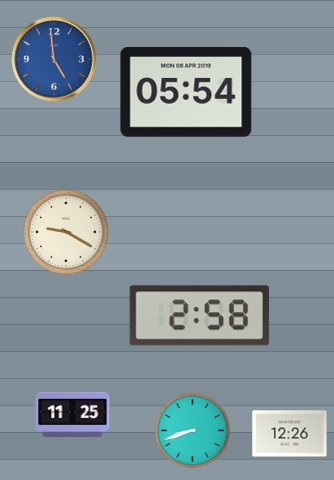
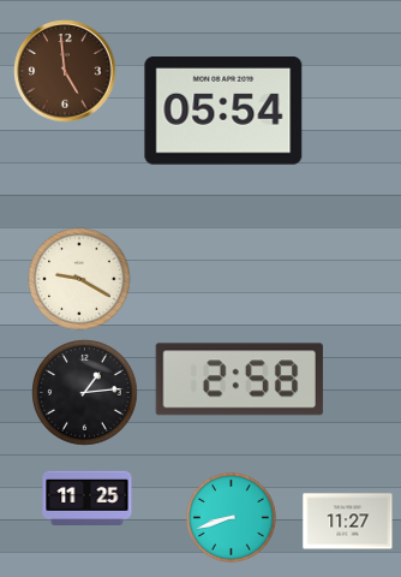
clock at (54, 59) dial: blue -> brown
clock at (85, 393): none -> 1:14
clock at (290, 434): 12:26 -> 11:27
